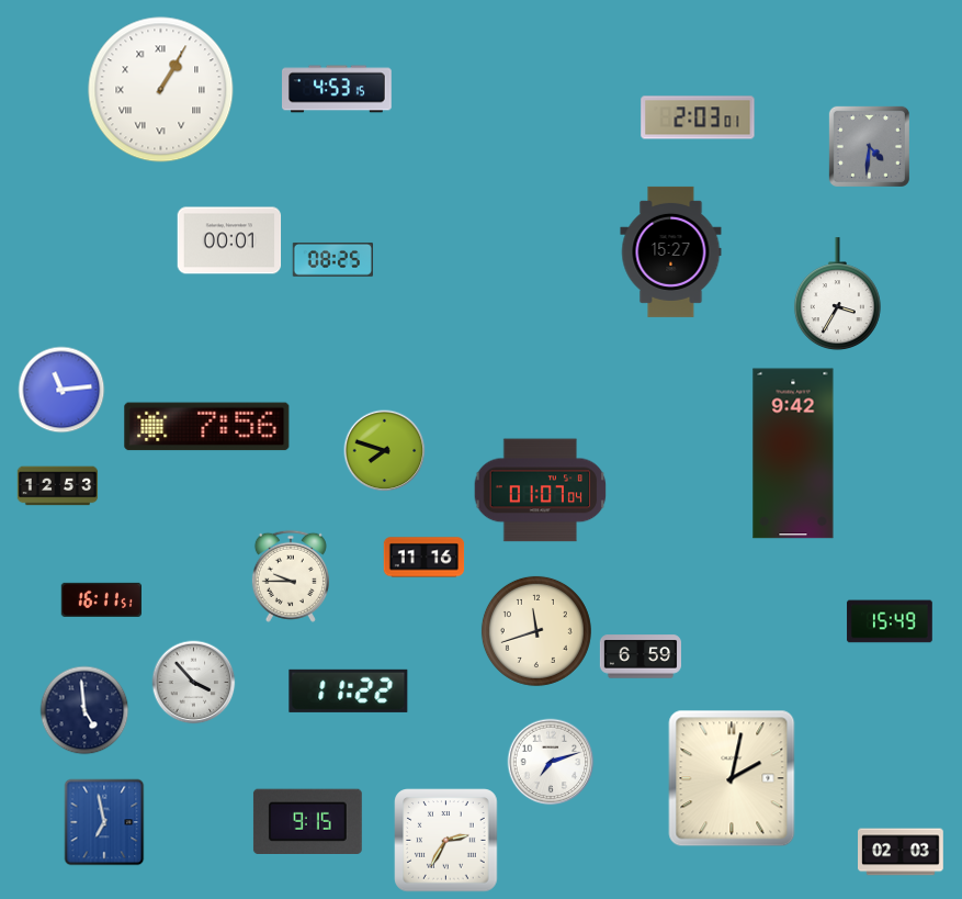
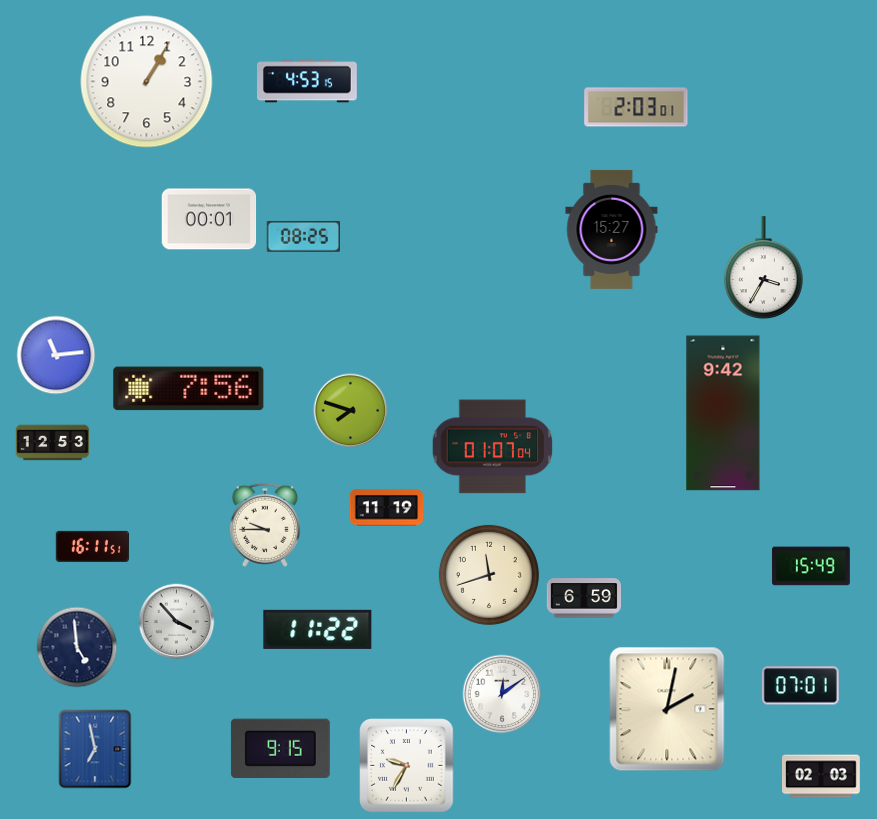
clock at (161, 90) numerals: Roman -> Arabic
clock at (869, 146): 4:31 -> none
clock at (425, 558): 11:16 -> 11:19
clock at (800, 686): none -> 07:01
clock at (551, 762): 7:12 -> 12:09
clock at (446, 841): 2:35 -> 9:35
